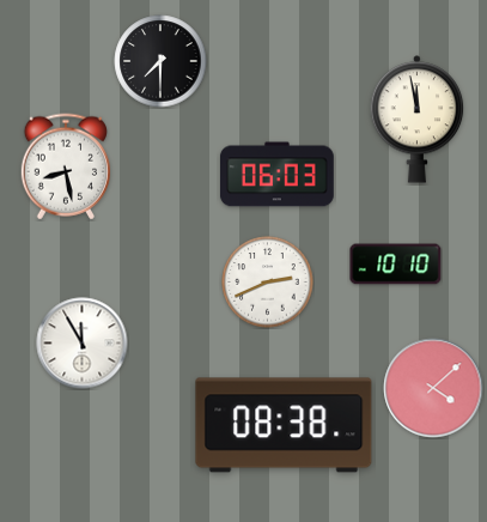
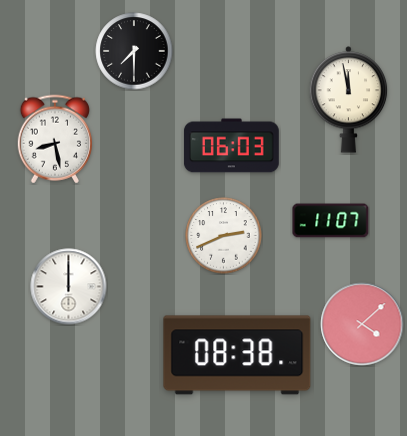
clock at (396, 265): 10:10 -> 11:07
clock at (83, 344): 11:55 -> 12:00
